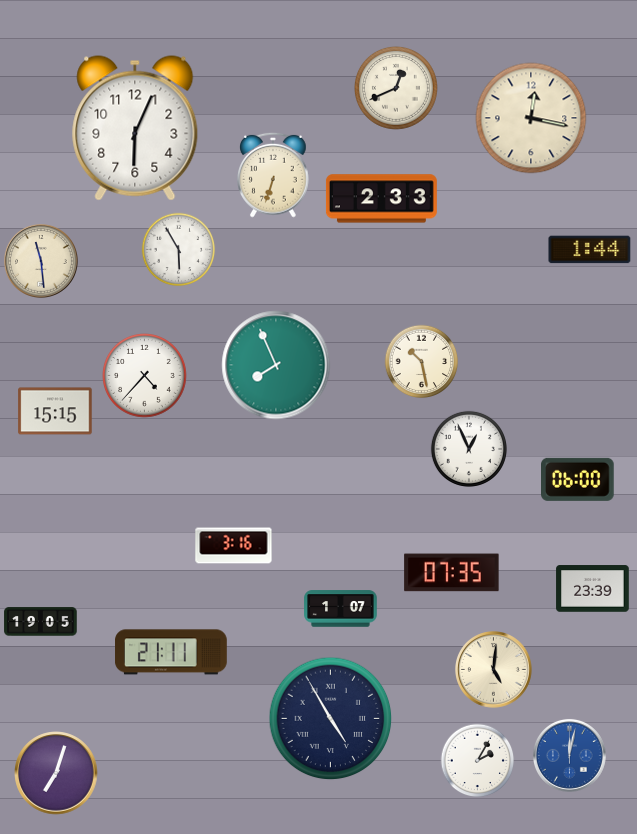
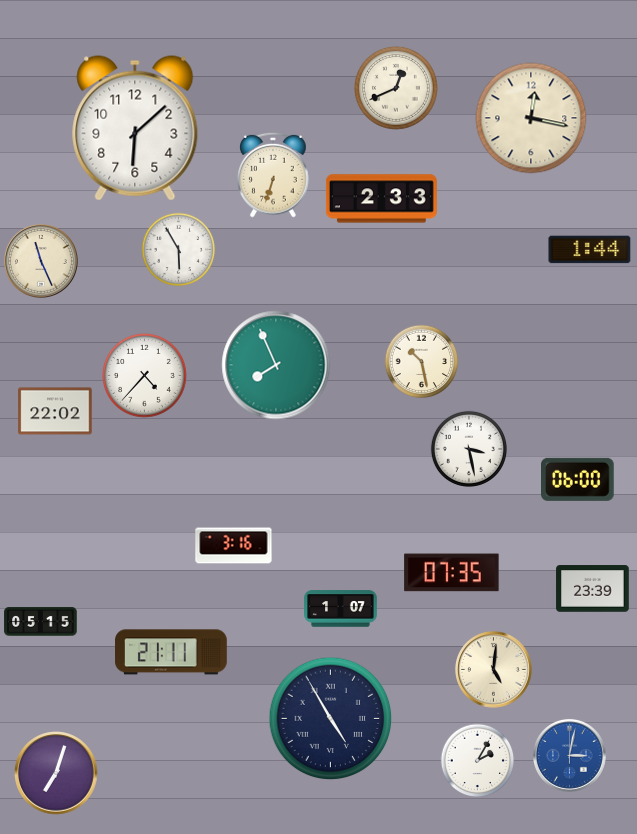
clock at (135, 128): 6:04 -> 6:08
clock at (42, 262): 11:29 -> 11:26
clock at (55, 411): 15:15 -> 22:02
clock at (469, 449): 12:56 -> 3:28
clock at (41, 622): 19:05 -> 05:15
clock at (570, 756): 12:02 -> 3:02
